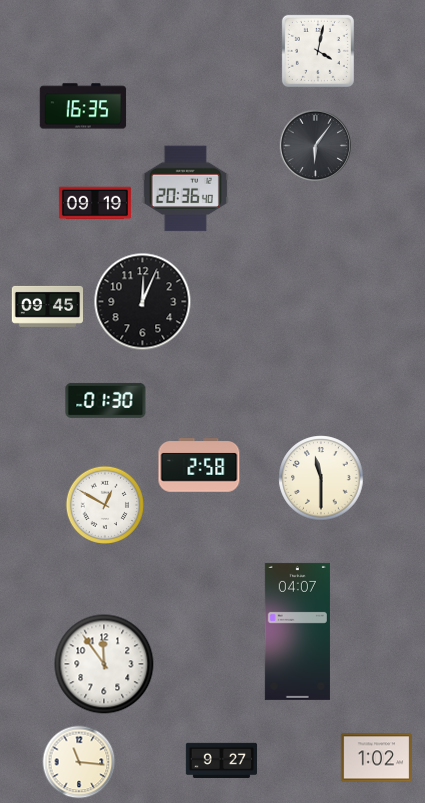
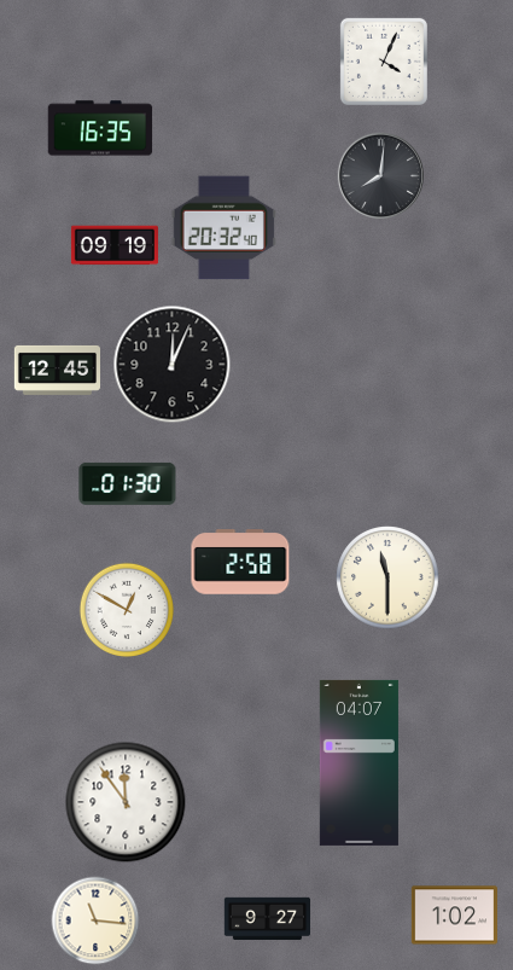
clock at (318, 51): 4:02 -> 4:04
clock at (315, 145): 6:06 -> 8:01
clock at (185, 189): 20:36 -> 20:32
clock at (47, 306): 09:45 -> 12:45
